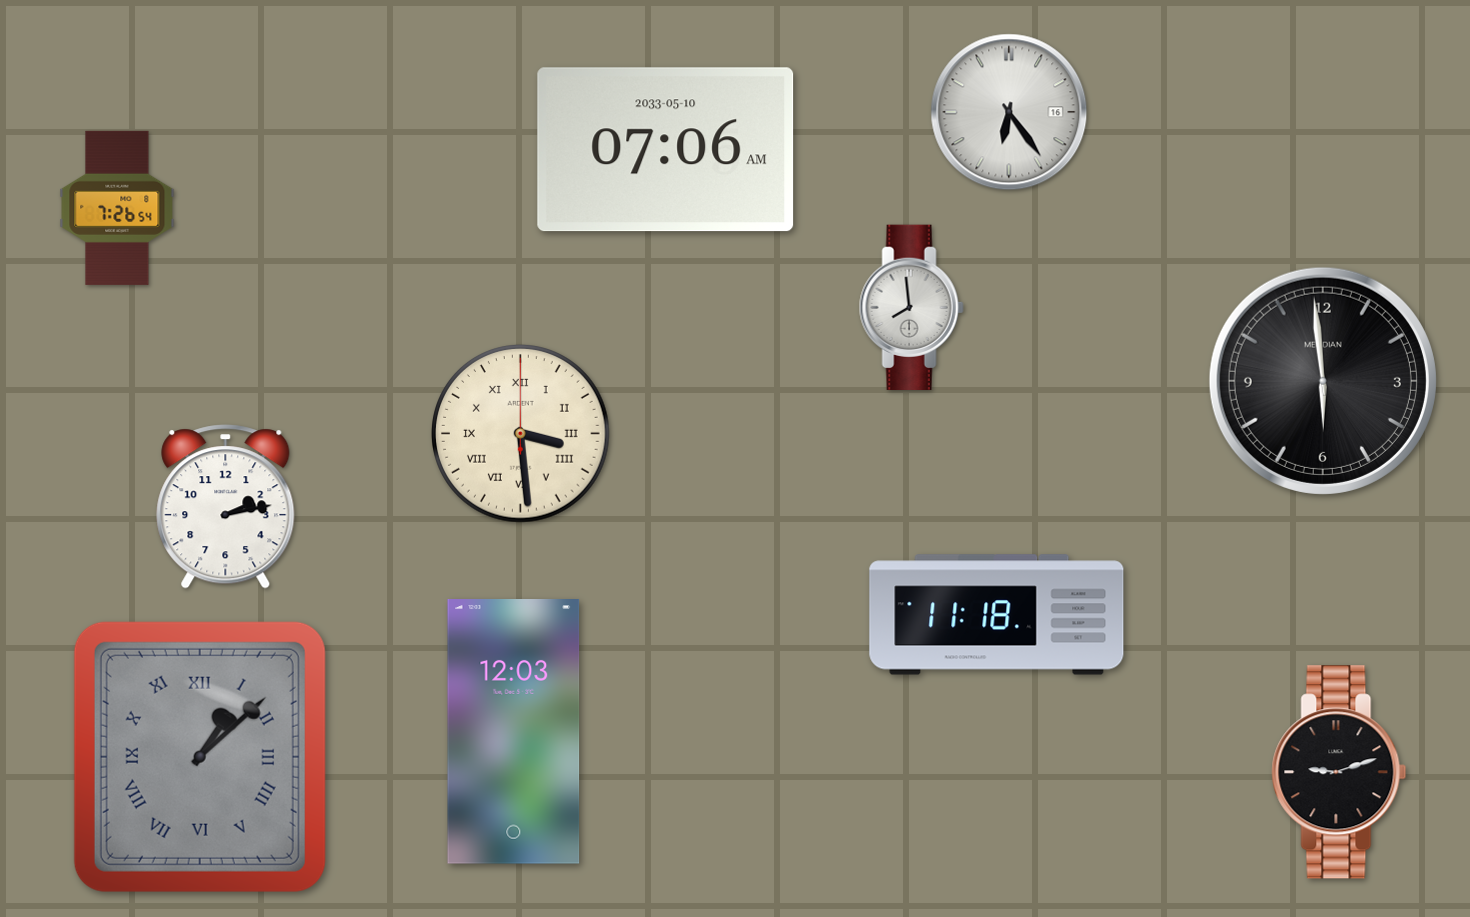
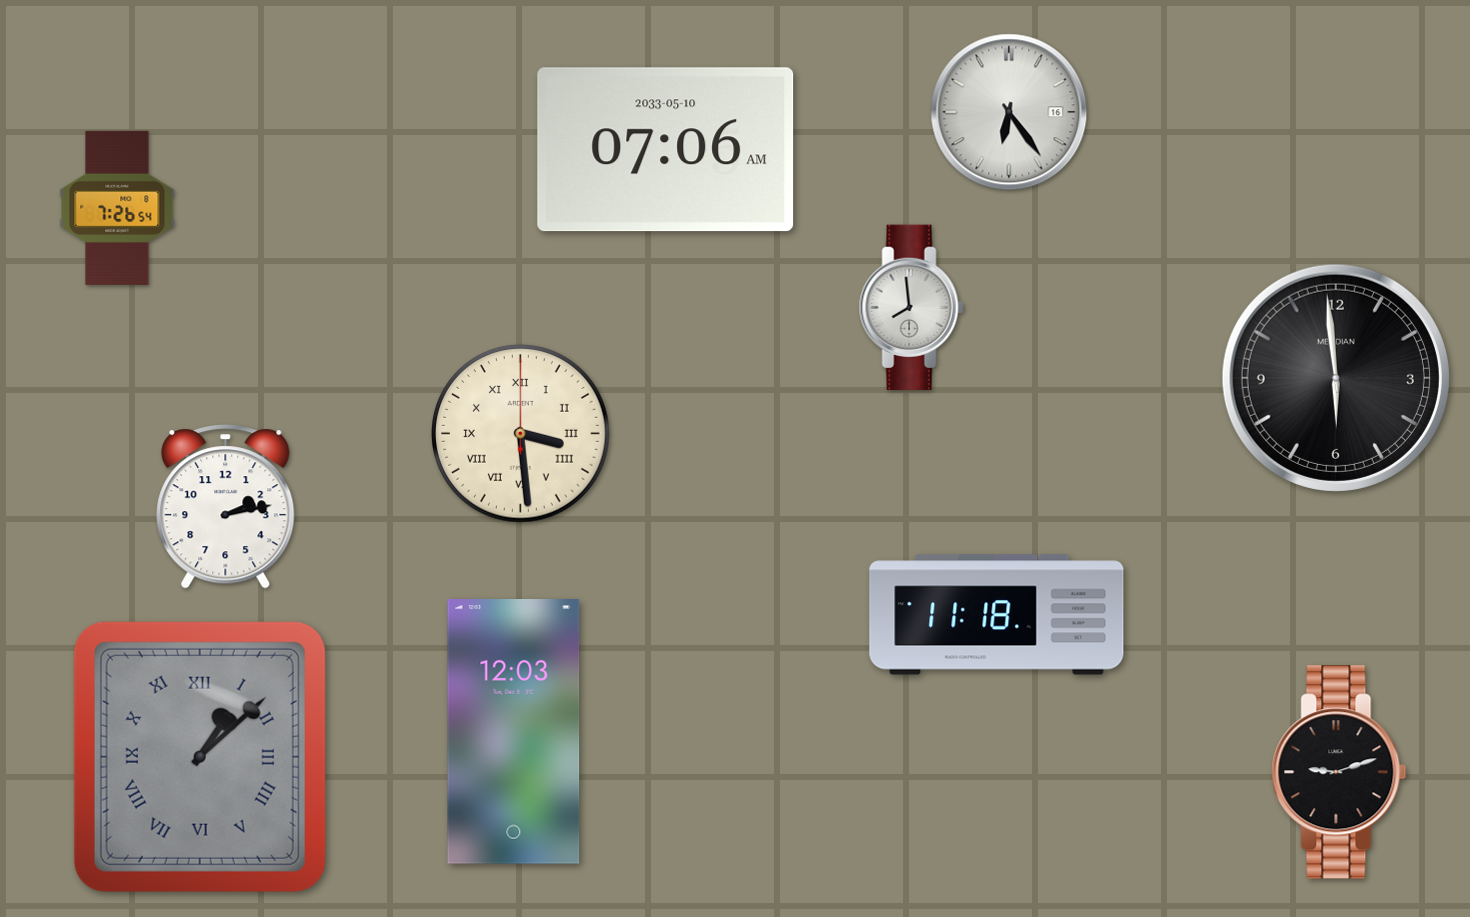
clock at (1323, 381) position: (1323, 381) -> (1336, 378)
